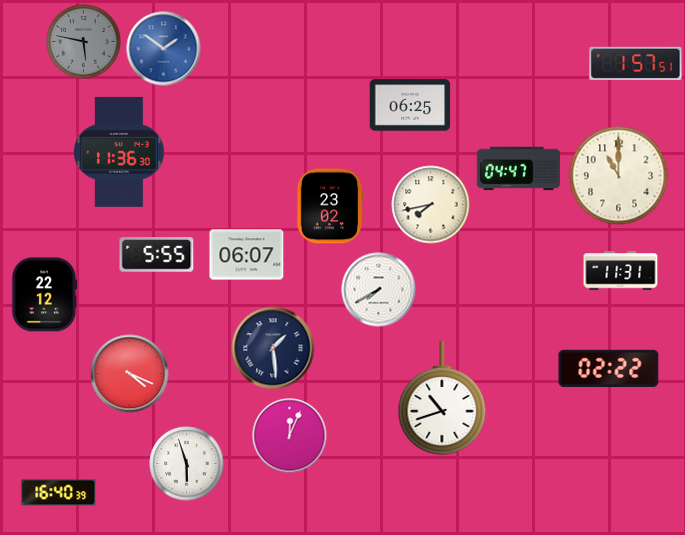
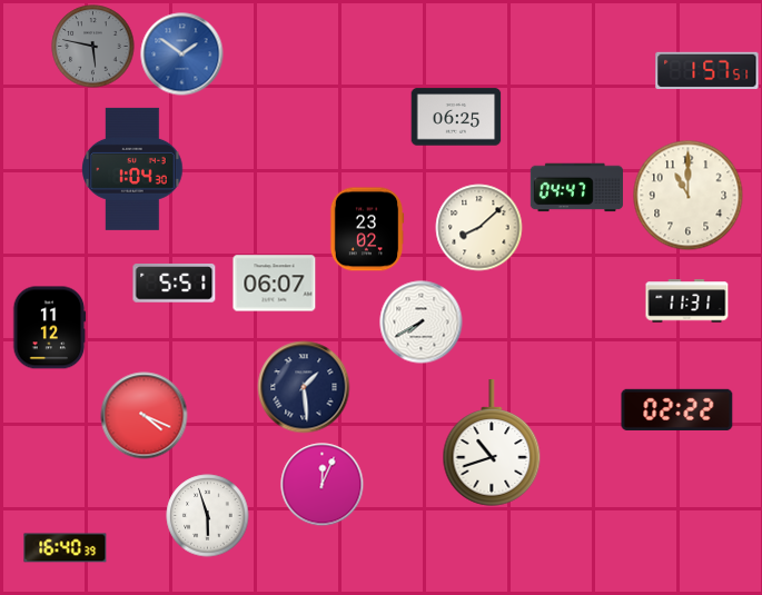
clock at (119, 152): 11:36 -> 1:04
clock at (431, 205): 7:43 -> 8:08
clock at (157, 255): 5:55 -> 5:51
clock at (621, 271) position: (621, 271) -> (687, 301)
clock at (44, 295): 22:12 -> 11:12
